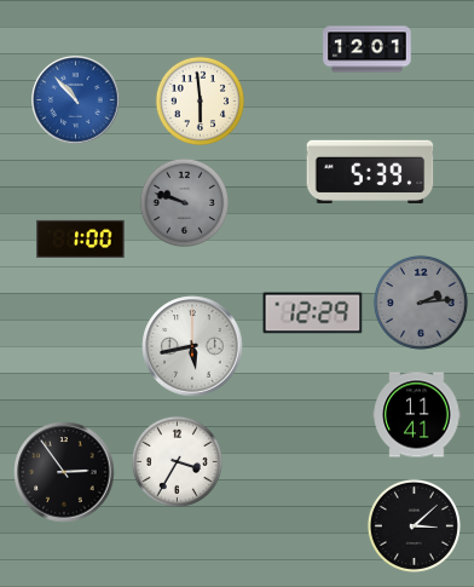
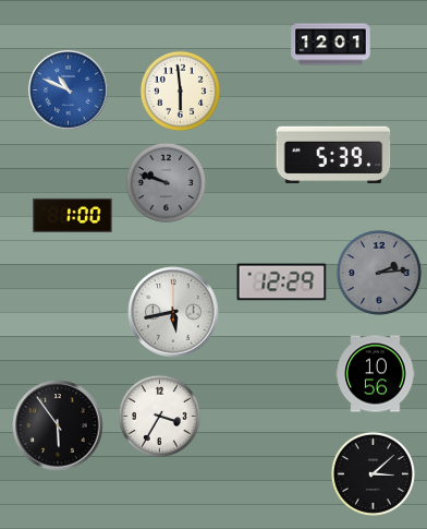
clock at (76, 100): 10:53 -> 10:49
clock at (417, 415): 11:41 -> 10:56
clock at (64, 472): 2:54 -> 5:54
